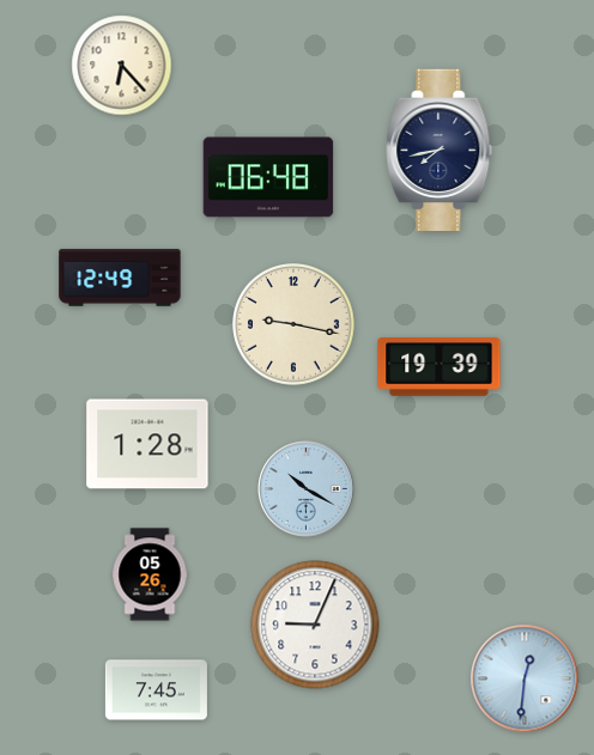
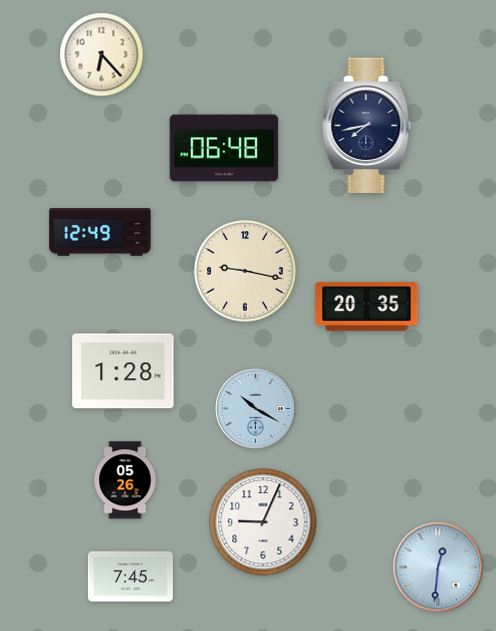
clock at (440, 367): 19:39 -> 20:35
